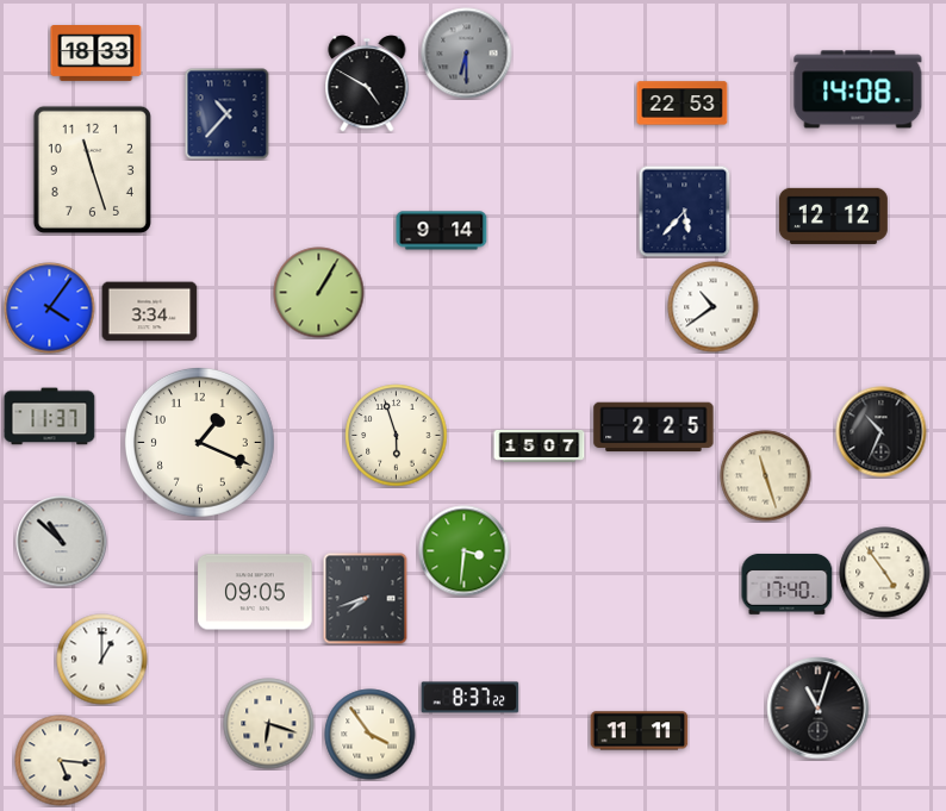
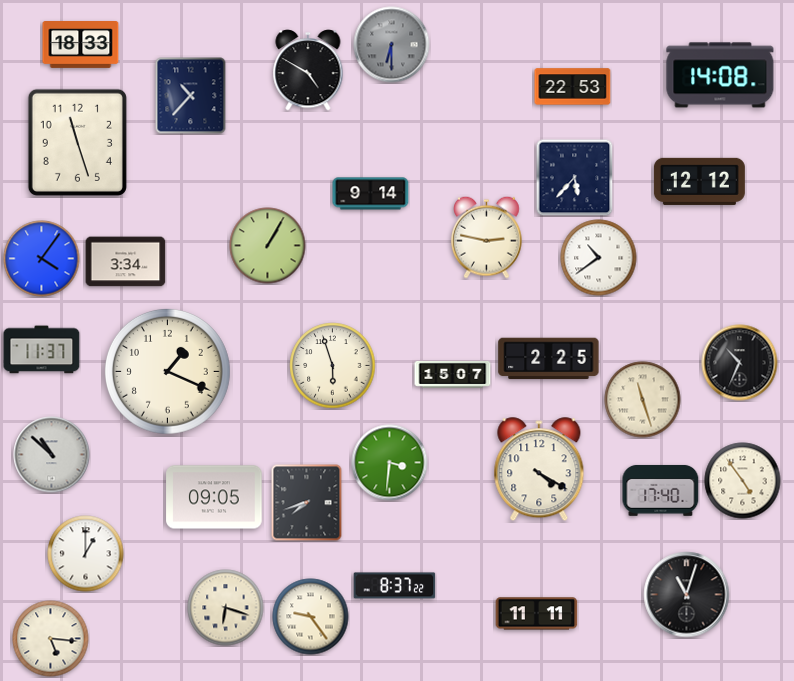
clock at (487, 237): none -> 2:47
clock at (539, 470): none -> 4:20
clock at (371, 735): 3:54 -> 9:24
